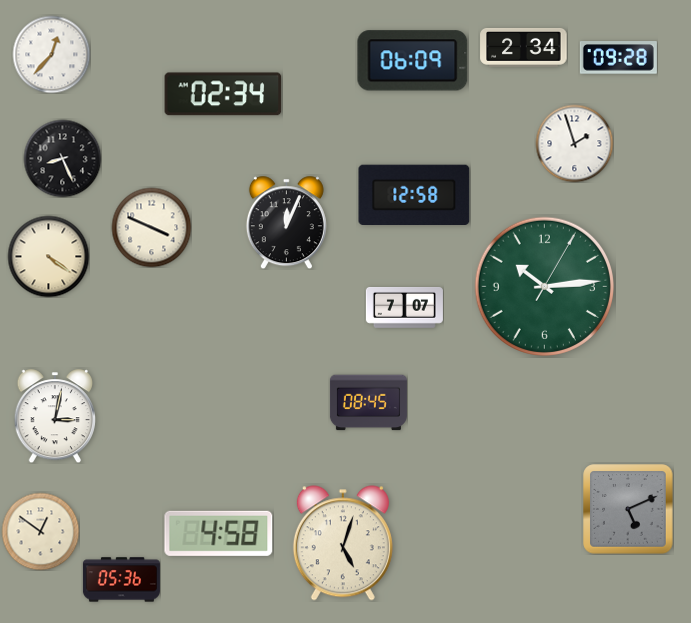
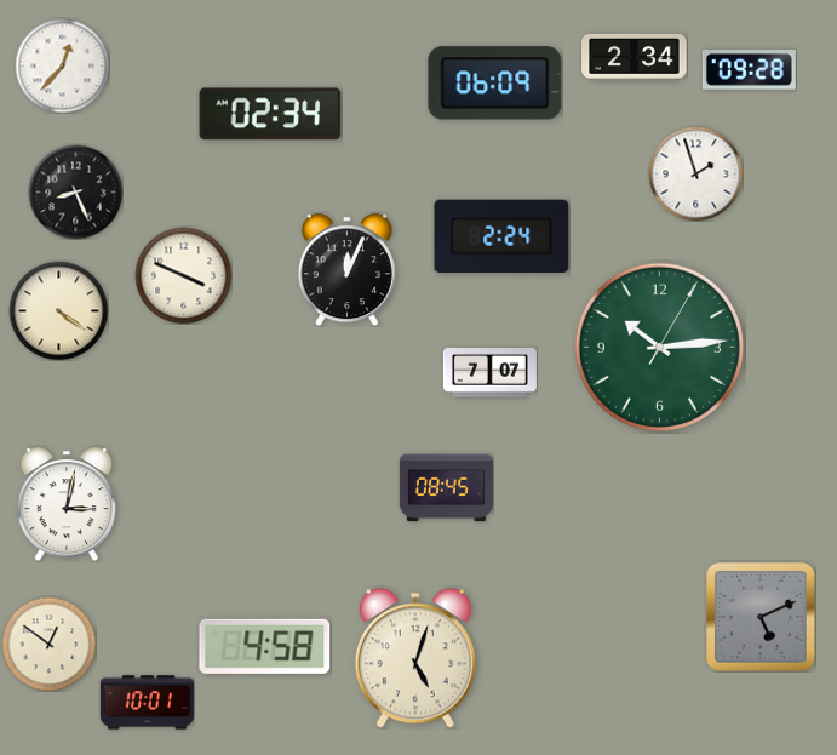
clock at (413, 61) position: (413, 61) -> (495, 84)
clock at (414, 195): 12:58 -> 2:24
clock at (121, 580): 05:36 -> 10:01
